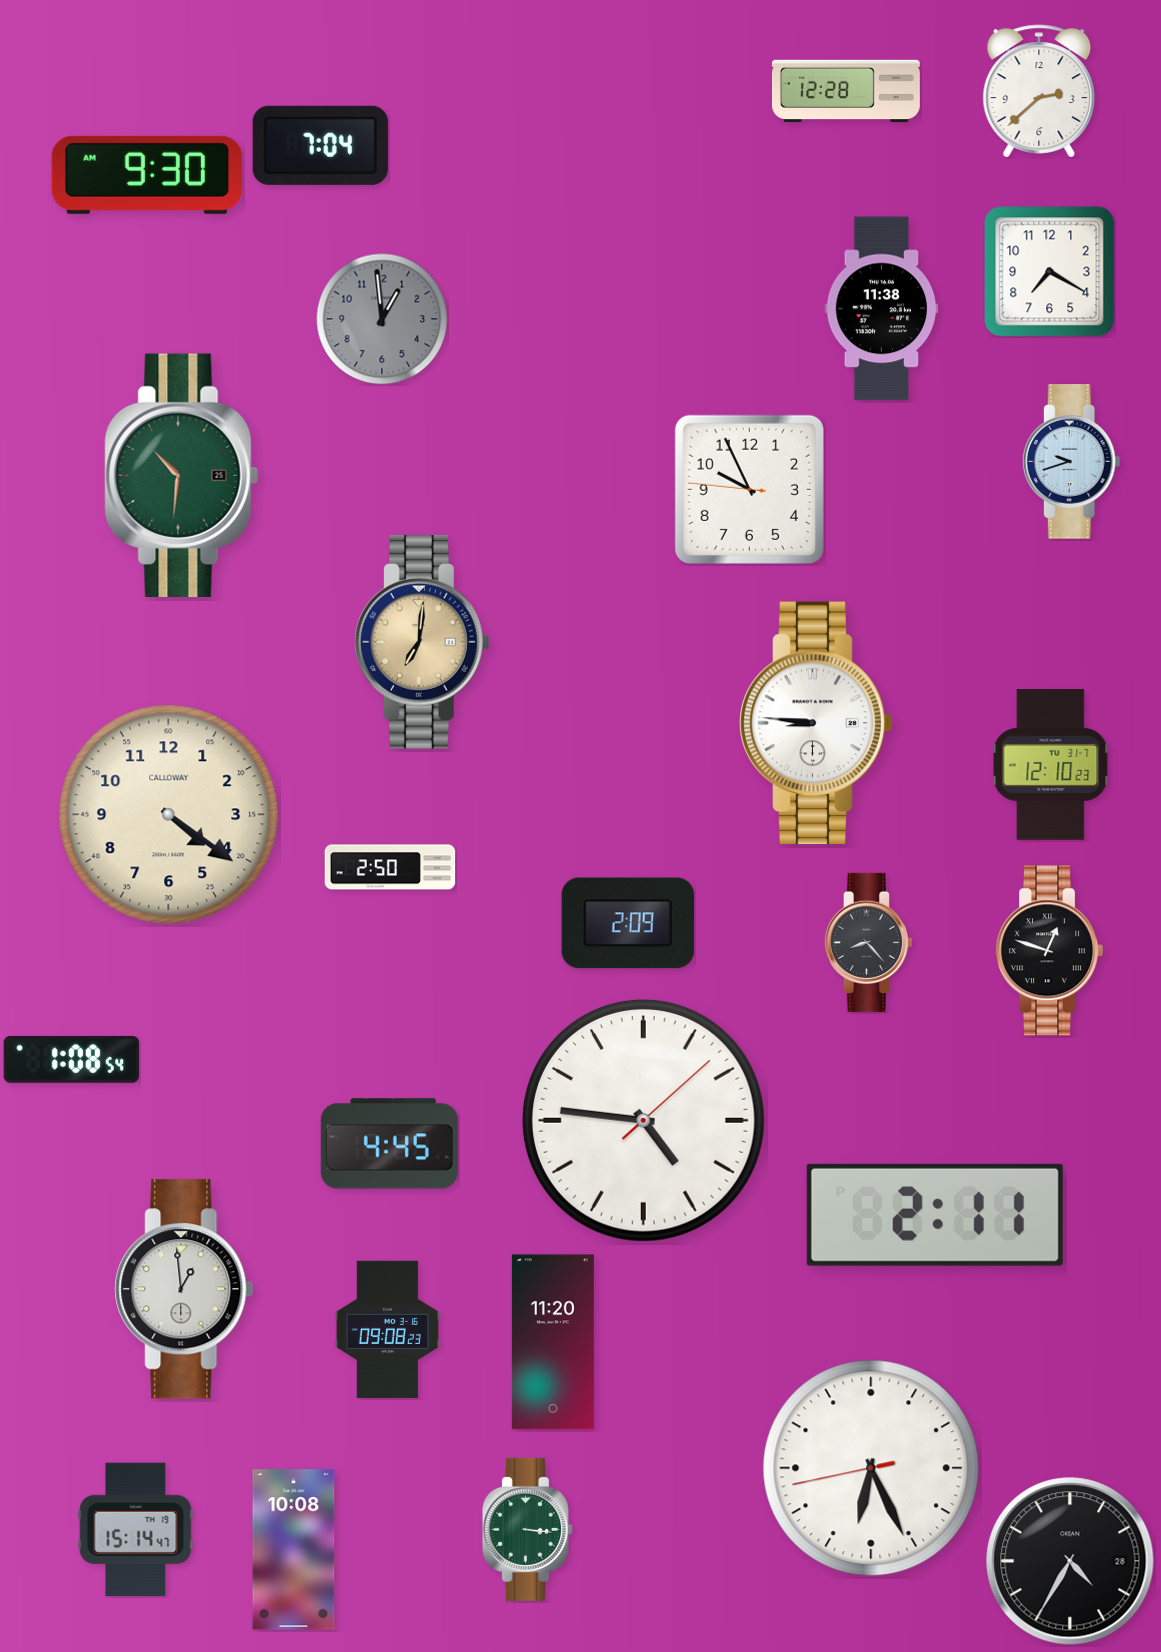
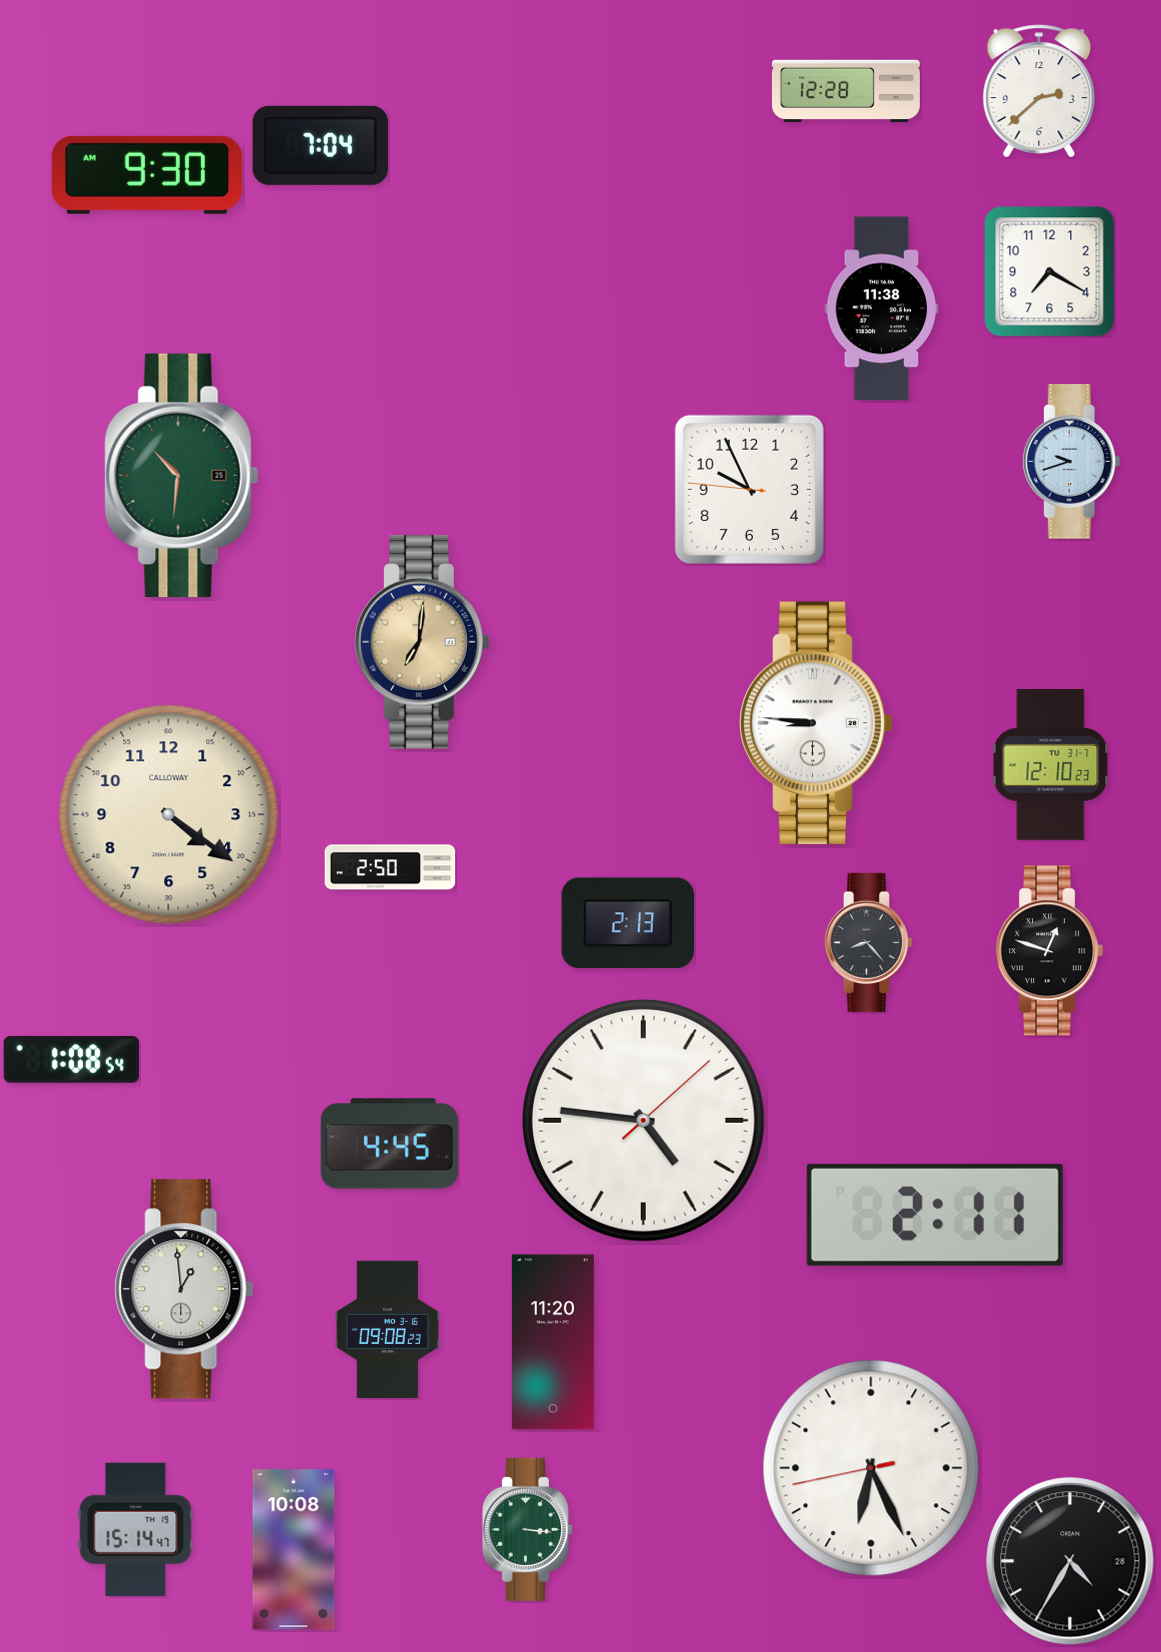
clock at (382, 319): 12:59 -> none
clock at (627, 923): 2:09 -> 2:13
